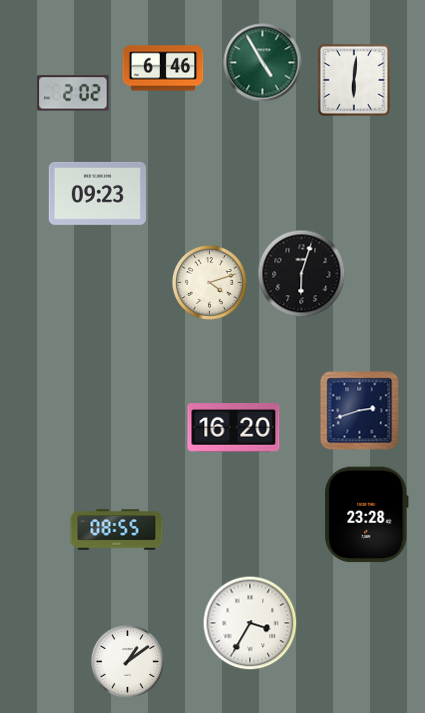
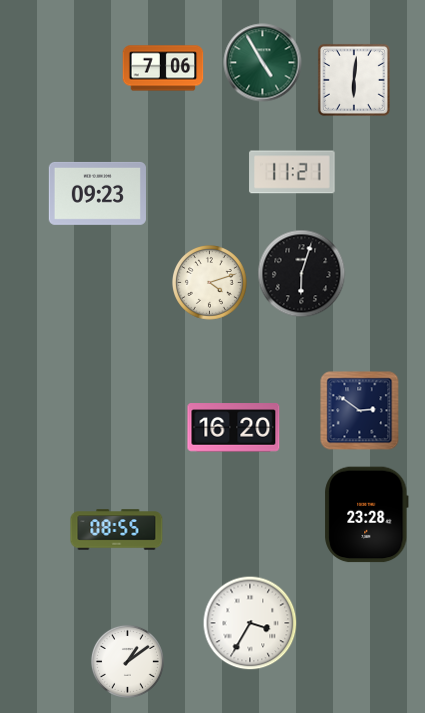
clock at (163, 68): 6:46 -> 7:06
clock at (73, 93): 2:02 -> none
clock at (292, 172): none -> 11:21
clock at (360, 411): 2:42 -> 2:51
